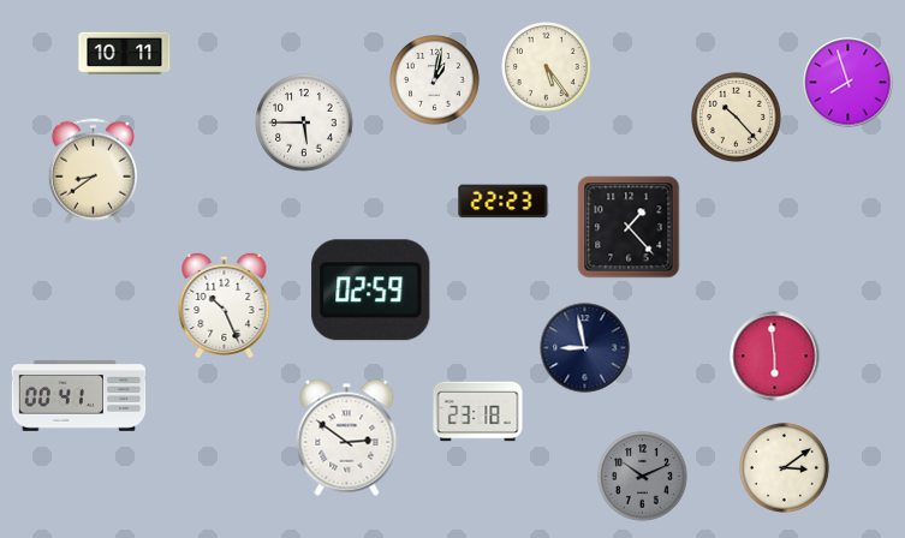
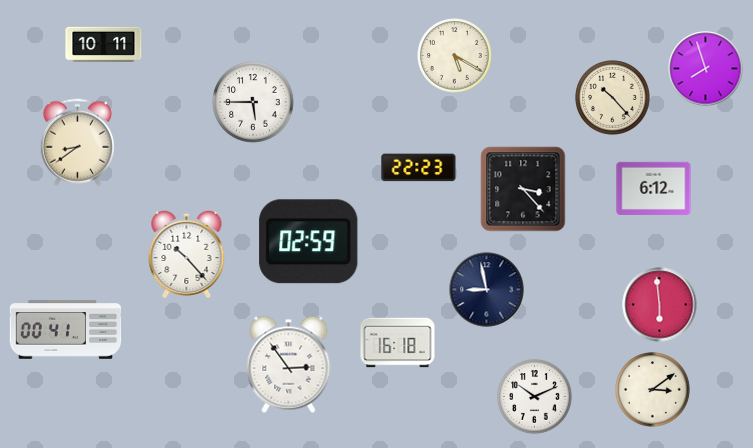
clock at (547, 67): 5:24 -> 5:20
clock at (435, 80): 1:02 -> none
clock at (654, 188): none -> 6:12
clock at (629, 227): 1:23 -> 3:23
clock at (225, 304): 10:26 -> 10:23
clock at (775, 357) position: (775, 357) -> (660, 305)
clock at (478, 412): 23:18 -> 16:18
clock at (347, 437): 2:51 -> 2:54
clock at (643, 477) dial: grey -> white
